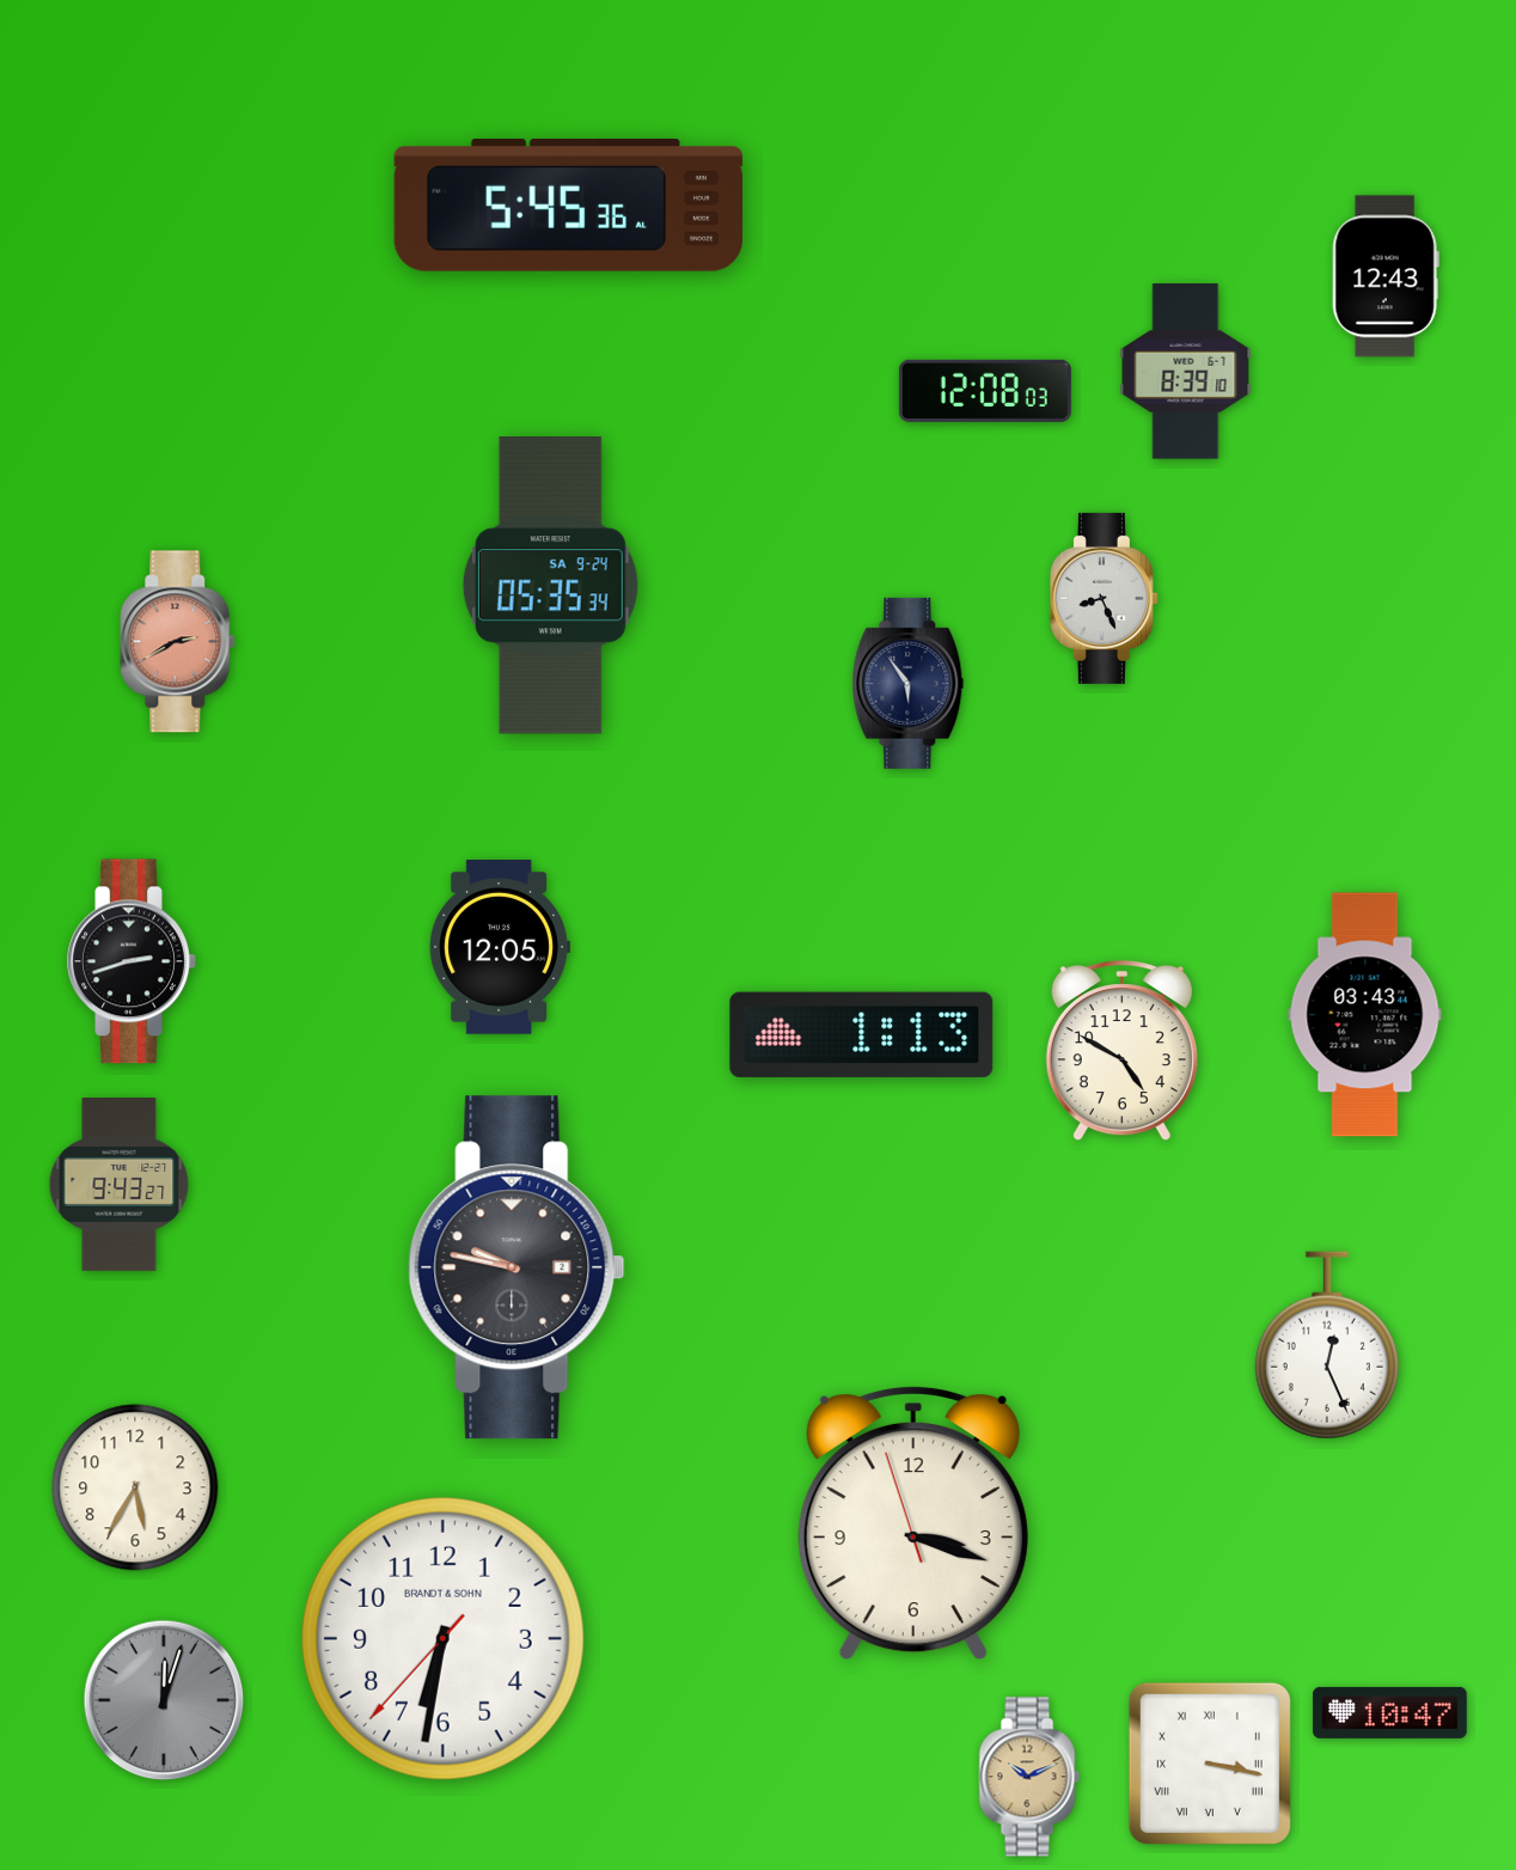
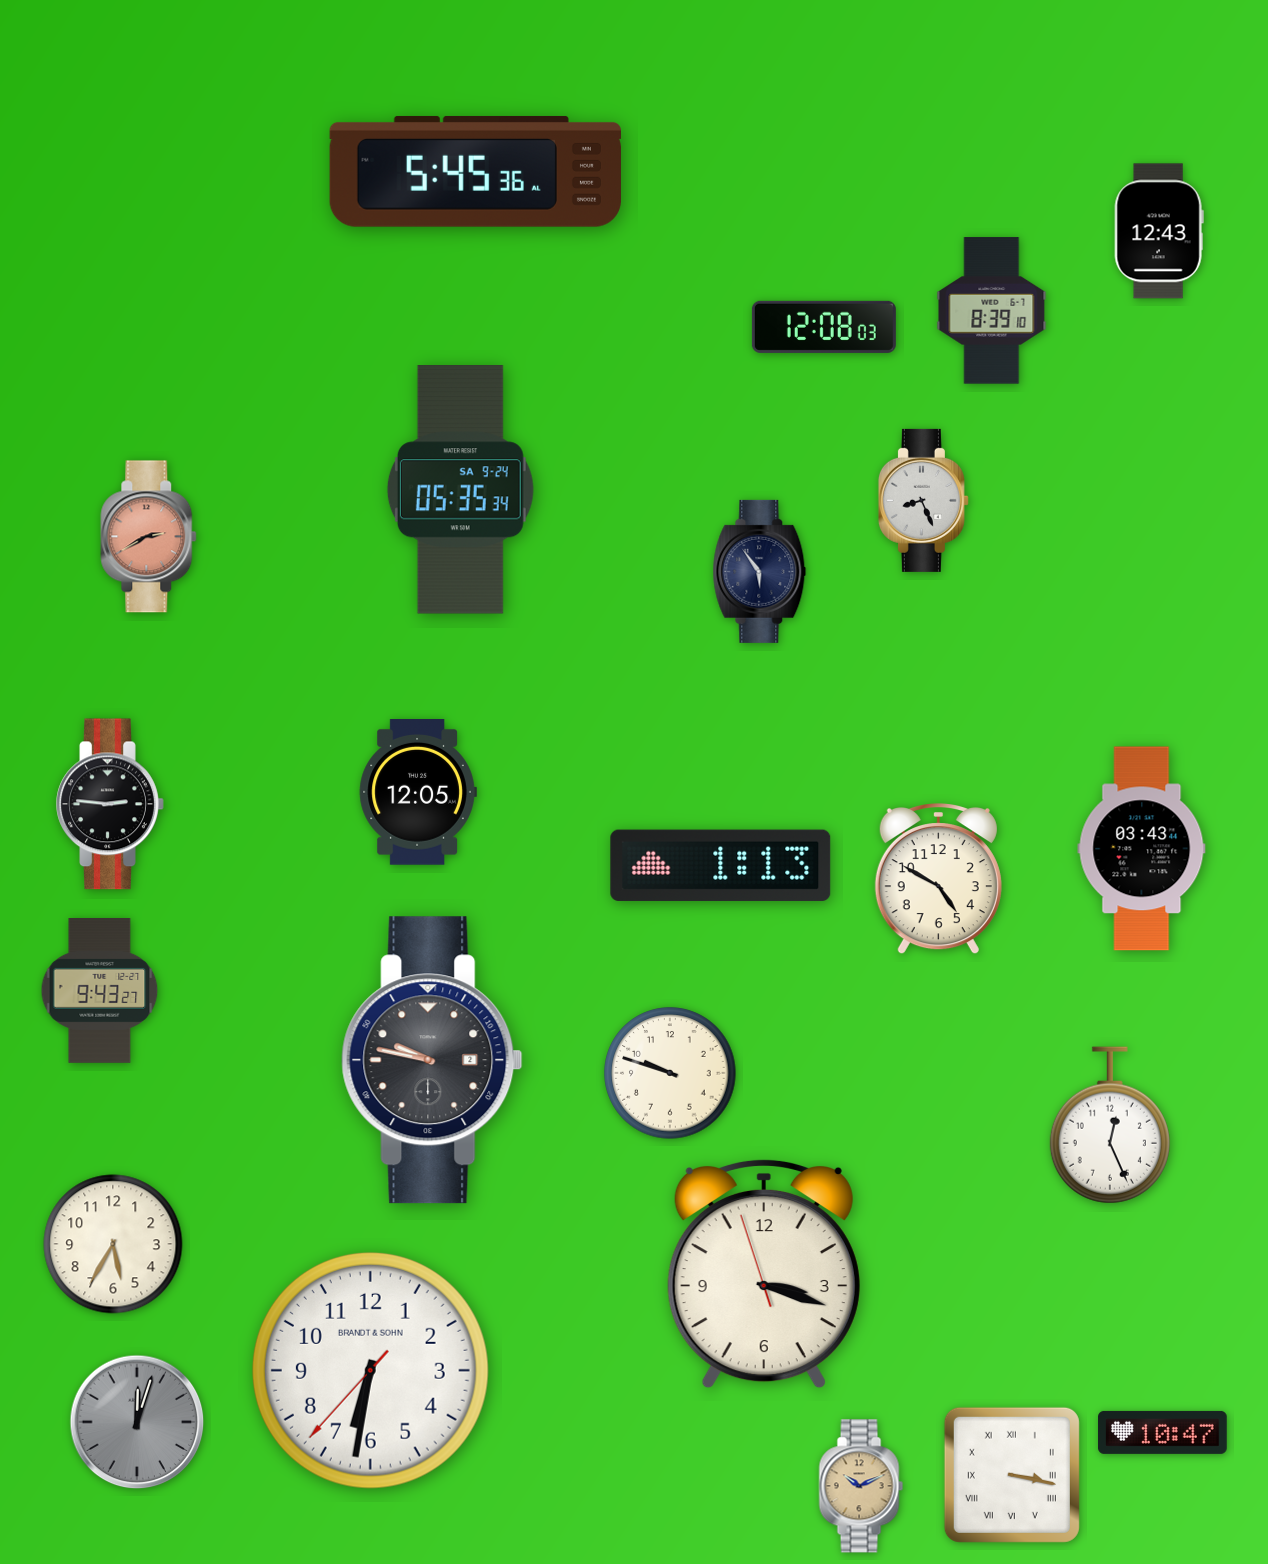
clock at (132, 961): 2:42 -> 2:46
clock at (670, 1073): none -> 9:48
